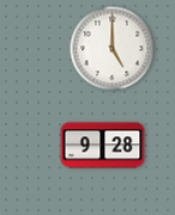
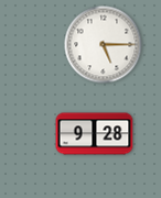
clock at (113, 49): 5:00 -> 5:15
